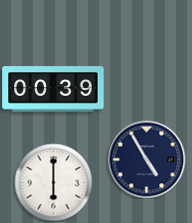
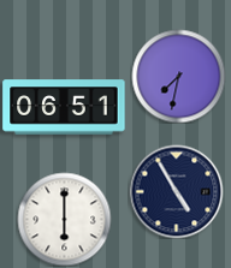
clock at (178, 76): none -> 7:32
clock at (53, 89): 00:39 -> 06:51
